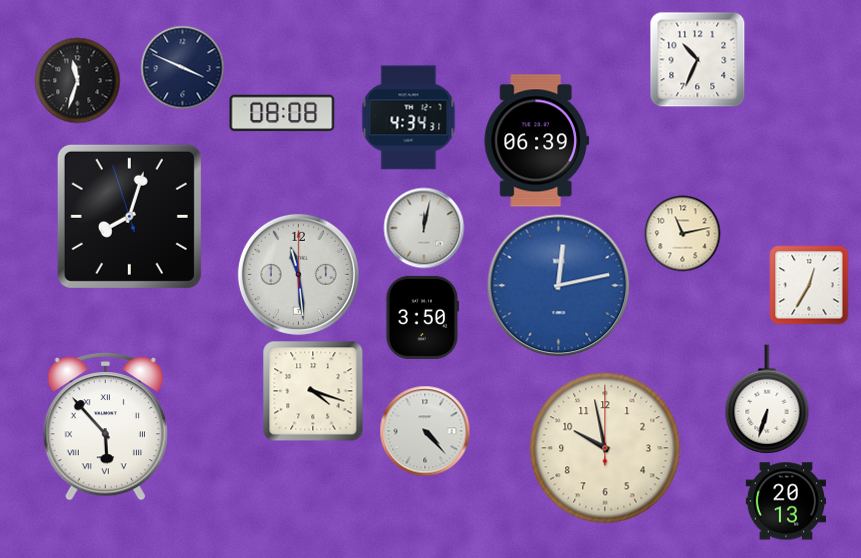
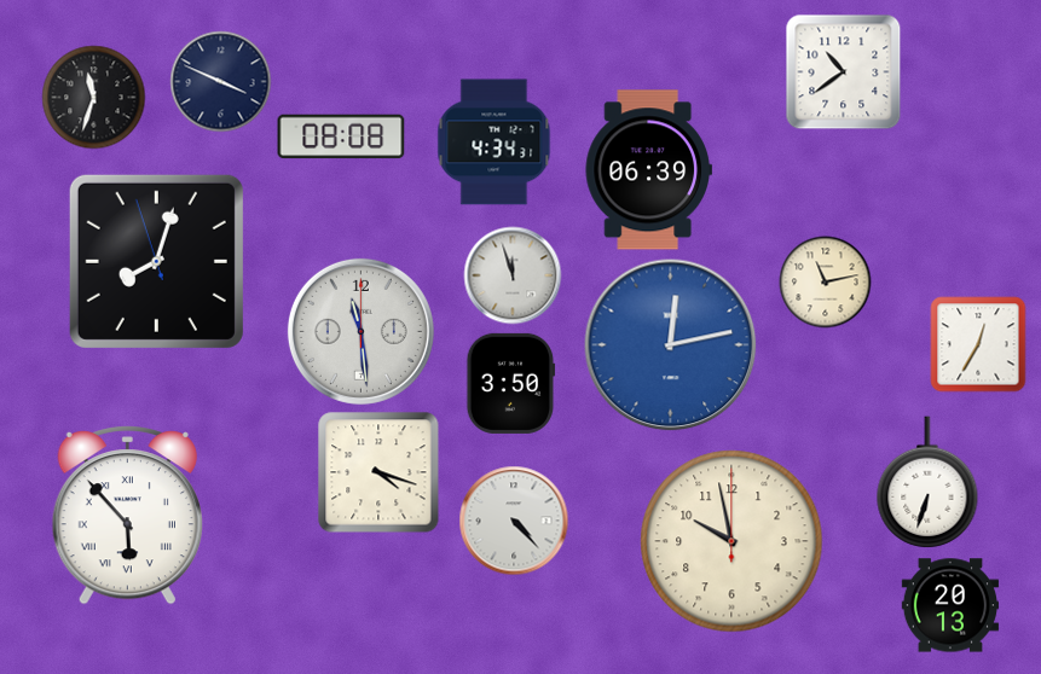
clock at (698, 60): 10:34 -> 10:39
clock at (424, 228): 12:02 -> 11:57
clock at (559, 286) position: (559, 286) -> (671, 345)
